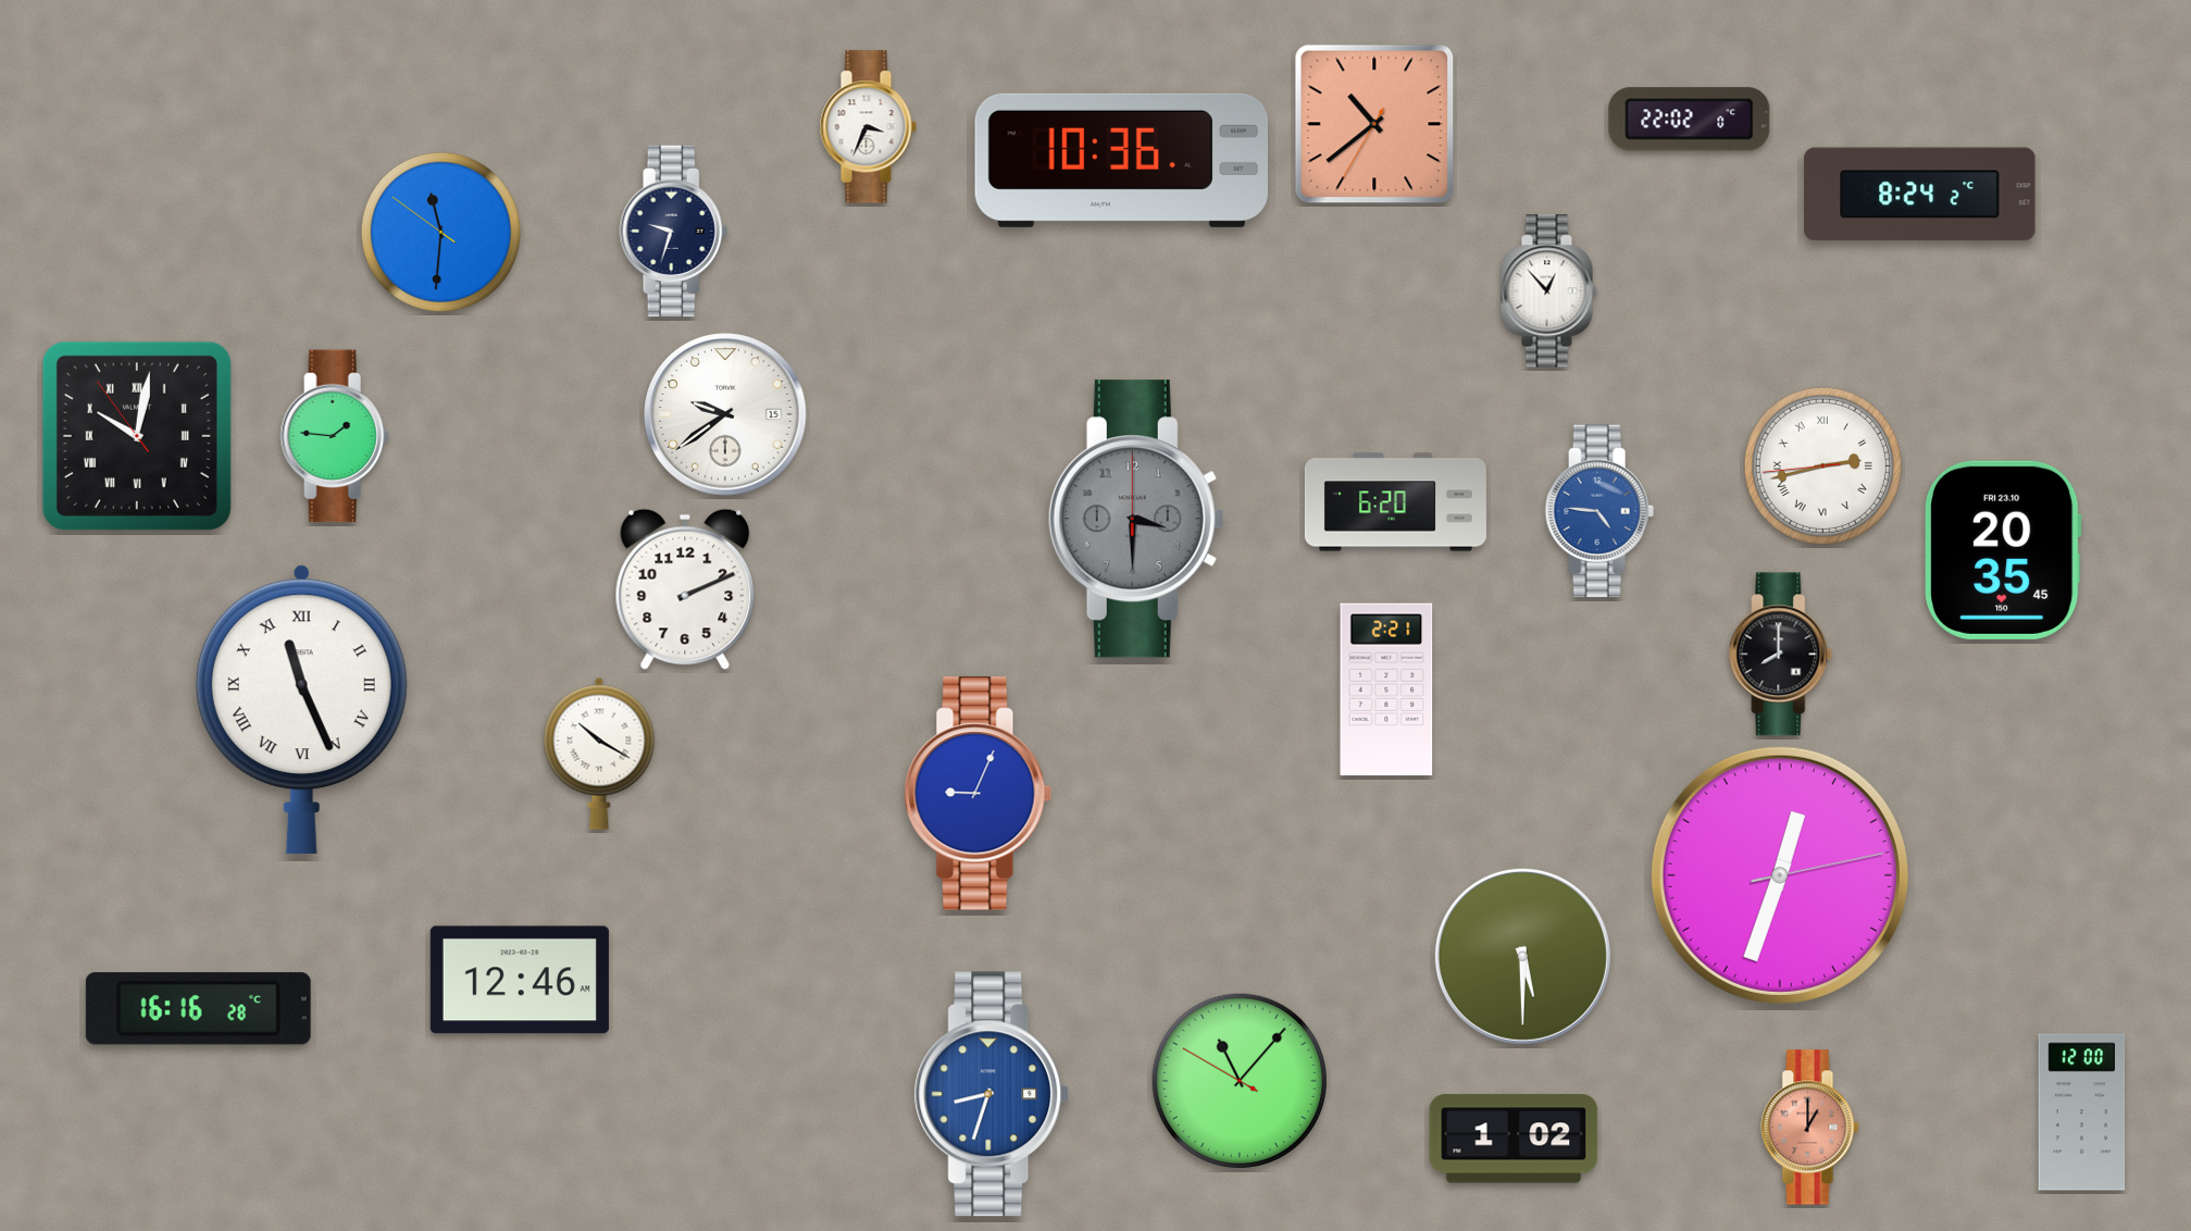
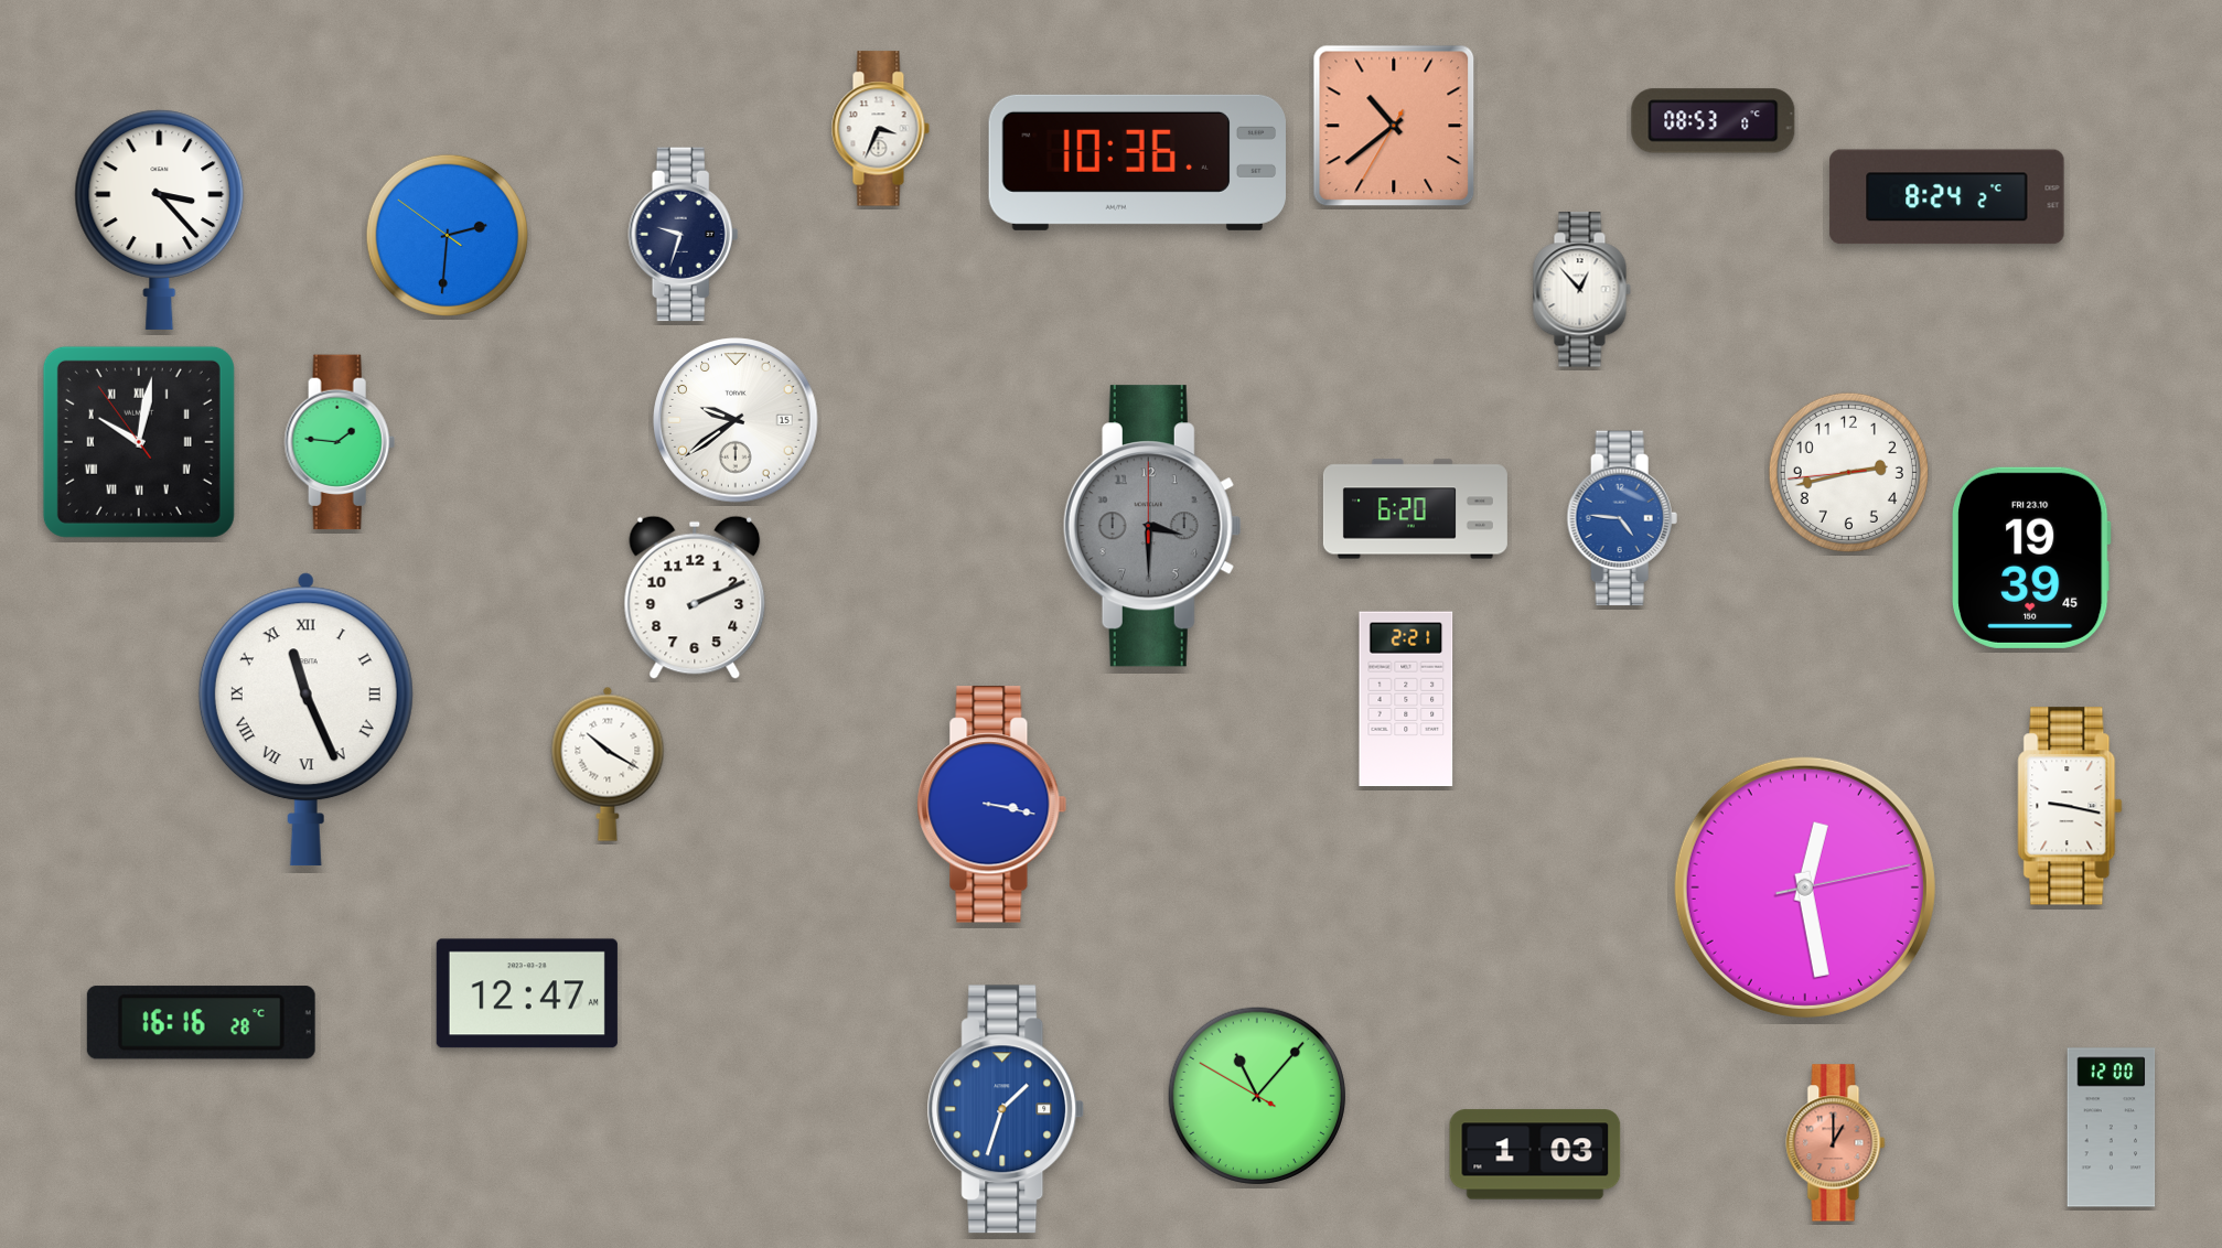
clock at (1690, 120): 22:02 -> 08:53
clock at (160, 219): none -> 3:23
clock at (440, 232): 11:30 -> 2:30
clock at (1548, 291) position: (1548, 291) -> (1581, 290)
clock at (1822, 465) numerals: Roman -> Arabic
clock at (2004, 550): 20:35 -> 19:39
clock at (1781, 655): 8:00 -> none
clock at (979, 794): 9:04 -> 3:17
clock at (2070, 806): none -> 9:17
clock at (1780, 875): 12:33 -> 12:28
clock at (1522, 956): 5:30 -> none
clock at (520, 980): 12:46 -> 12:47
clock at (992, 1094): 8:33 -> 1:33
clock at (1514, 1139): 1:02 -> 1:03
